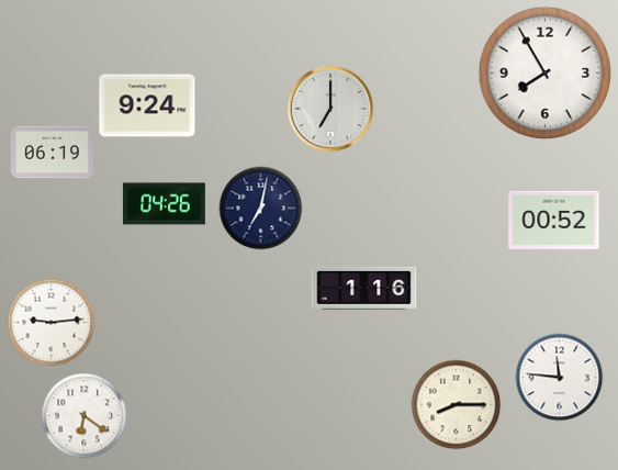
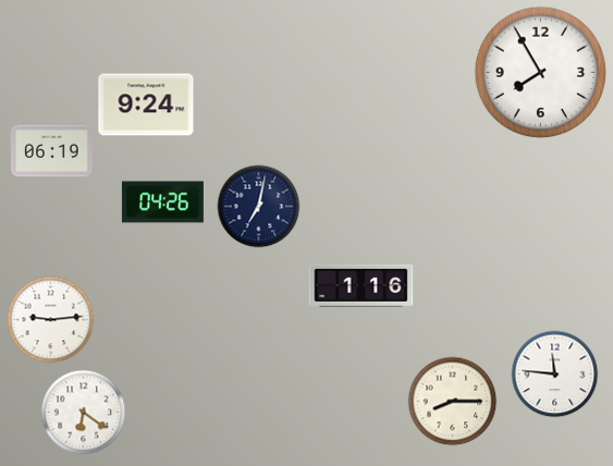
clock at (330, 109): 7:00 -> none
clock at (554, 220): 00:52 -> none
